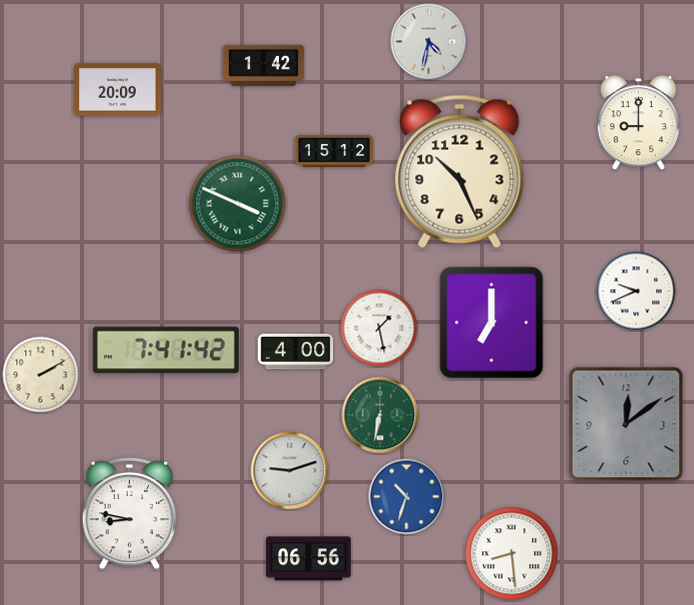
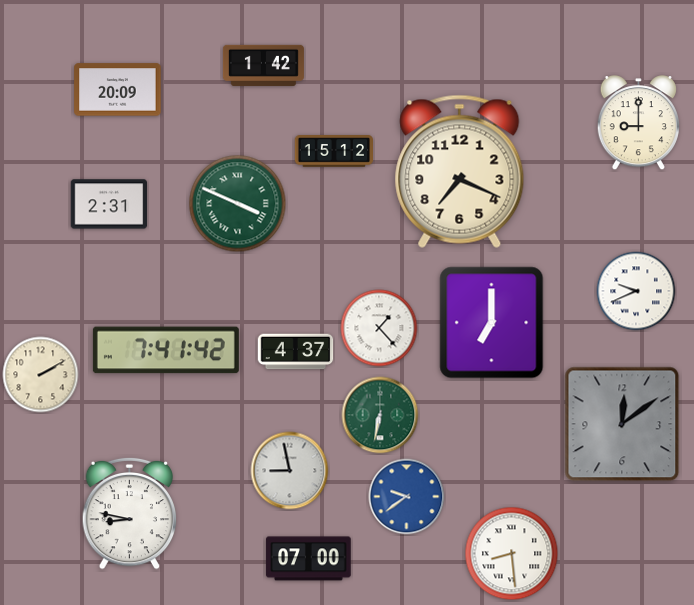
clock at (429, 42): 4:32 -> none
clock at (460, 171): 10:26 -> 7:19
clock at (109, 204): none -> 2:31
clock at (379, 328): 1:28 -> 1:23
clock at (296, 352): 4:00 -> 4:37
clock at (626, 424) position: (626, 424) -> (622, 424)
clock at (290, 471): 9:12 -> 8:58
clock at (407, 497): 10:33 -> 9:39
clock at (309, 559): 06:56 -> 07:00
